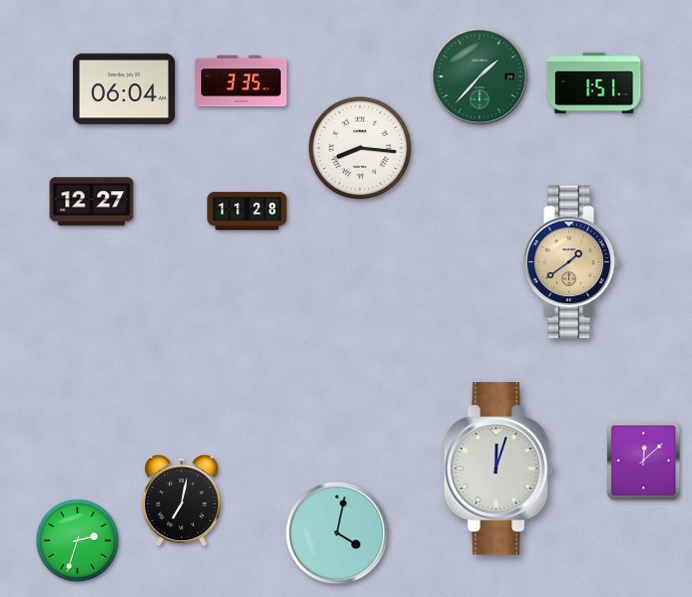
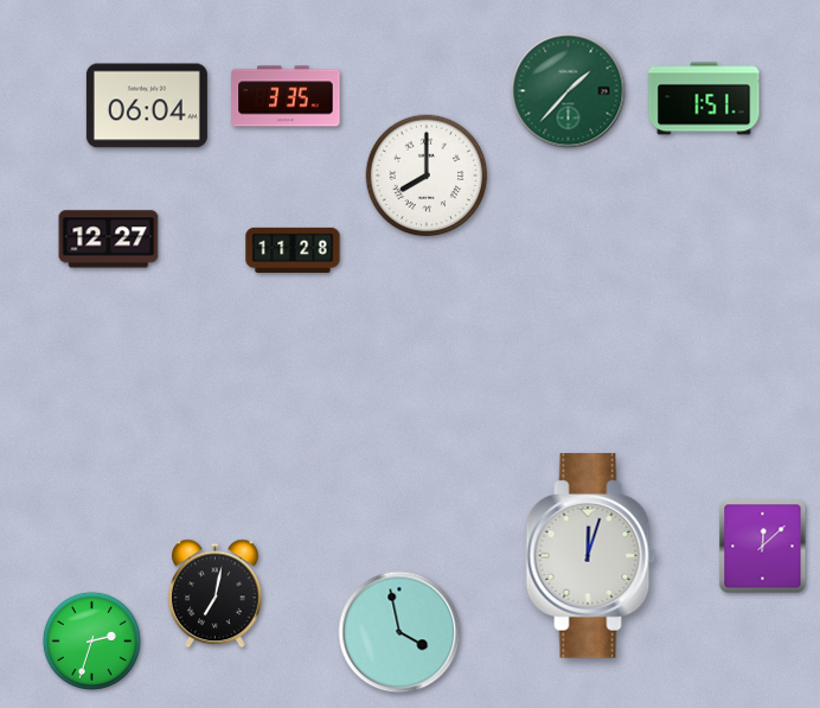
clock at (360, 148): 8:16 -> 8:00
clock at (571, 262): 1:39 -> none
clock at (337, 533): 4:02 -> 3:58
